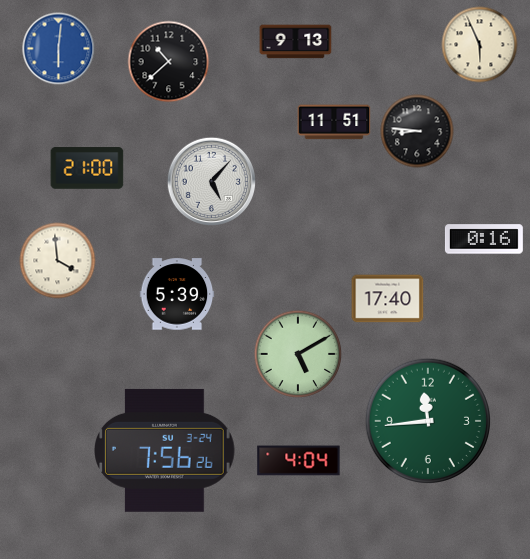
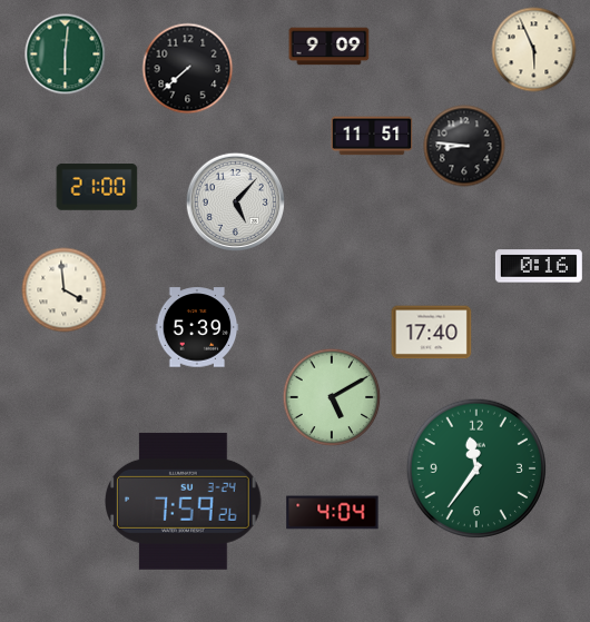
clock at (296, 42): 9:13 -> 9:09
clock at (59, 49) dial: blue -> green
clock at (169, 62): 10:38 -> 7:38
clock at (298, 354) position: (298, 354) -> (332, 397)
clock at (427, 420): 11:44 -> 11:36
clock at (165, 450): 7:56 -> 7:59
